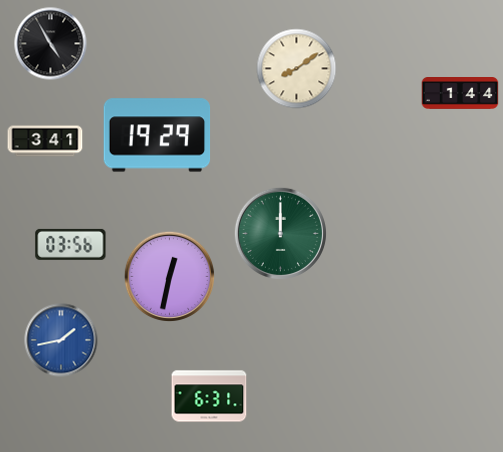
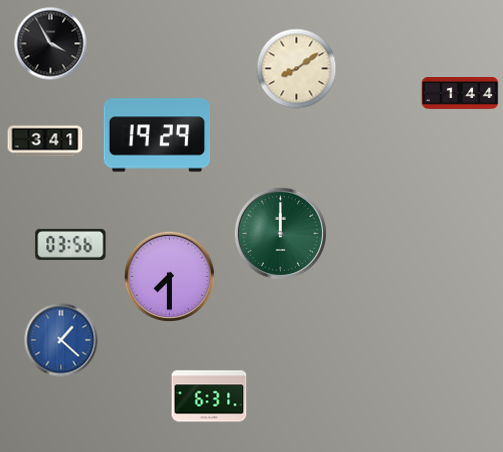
clock at (51, 44): 4:55 -> 3:55
clock at (170, 277): 12:32 -> 7:30
clock at (61, 340): 1:43 -> 1:22
